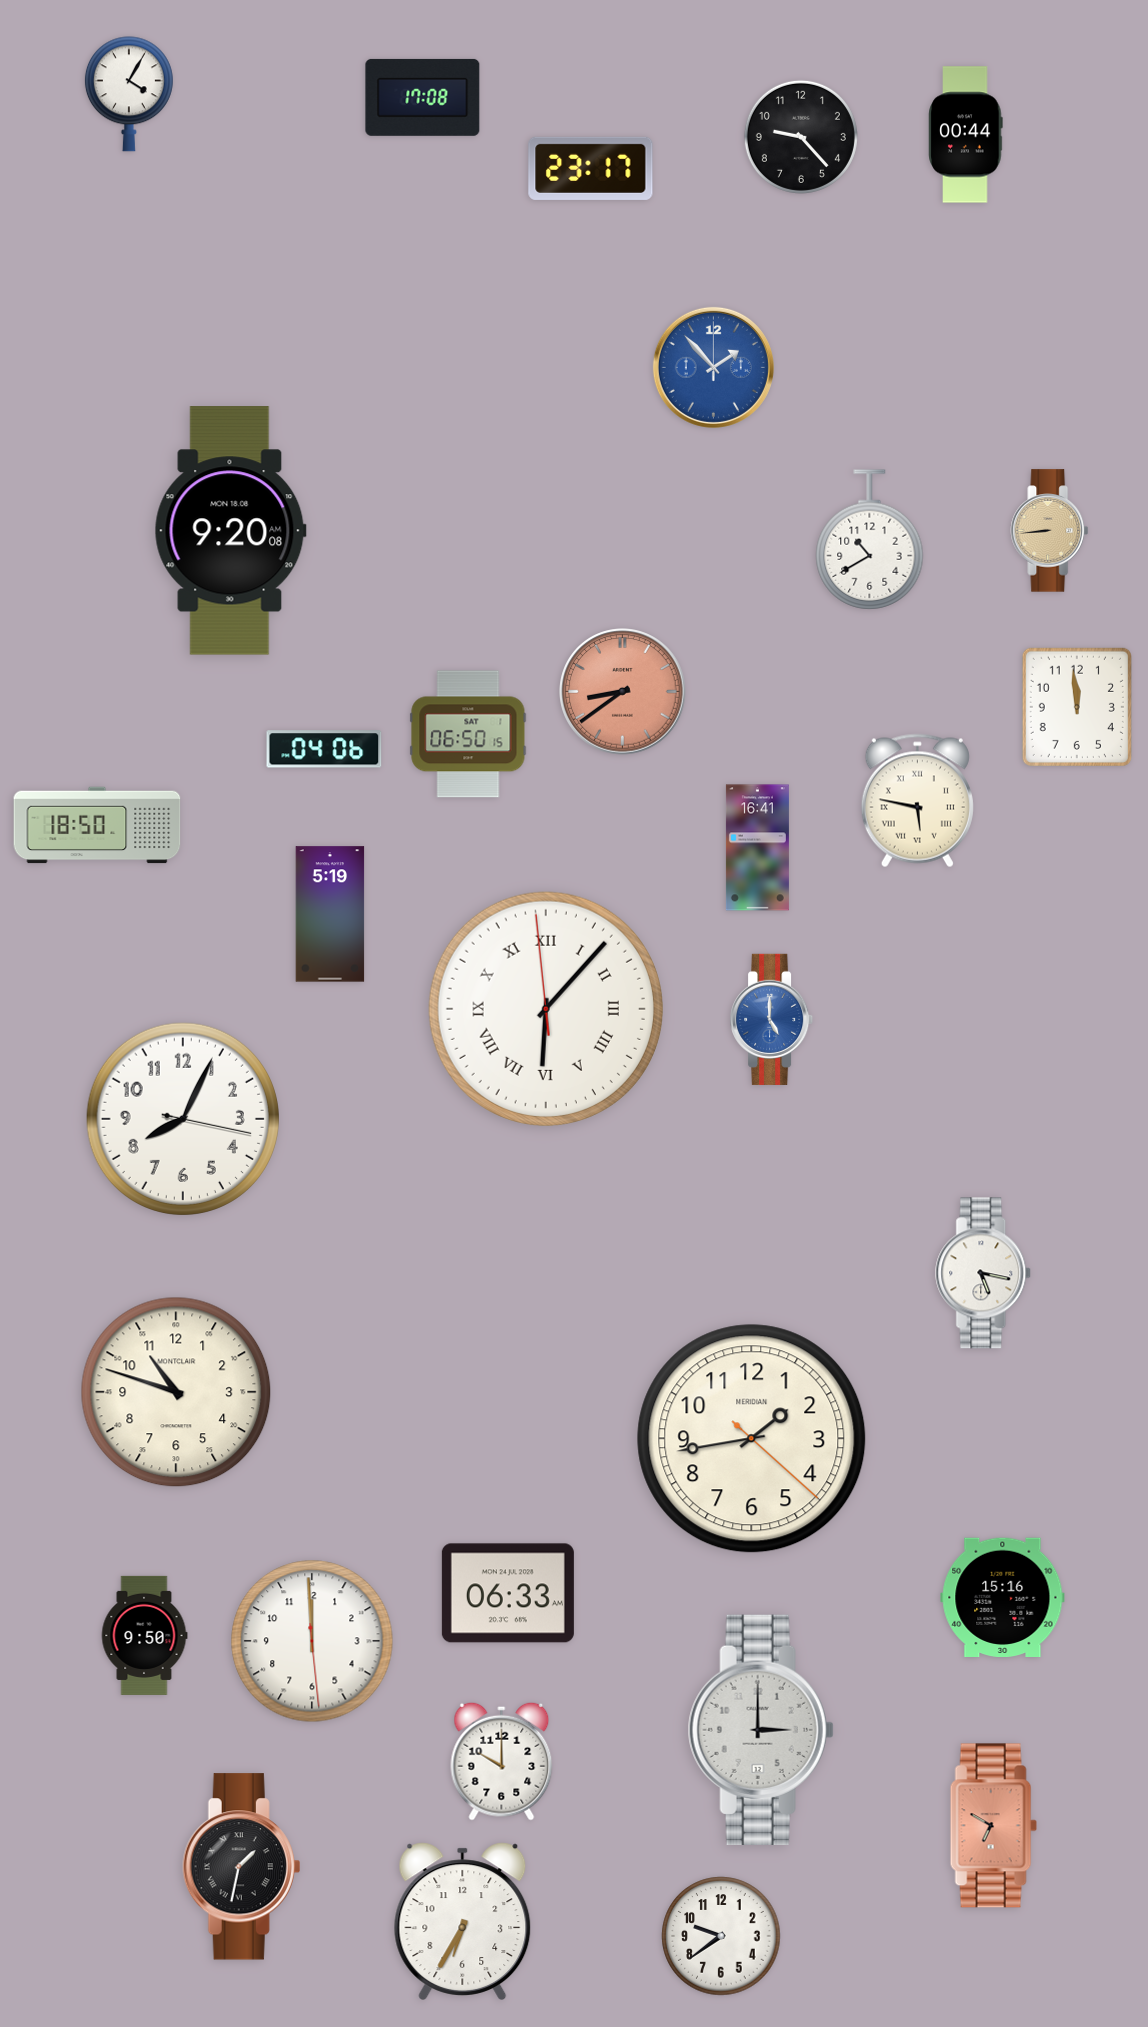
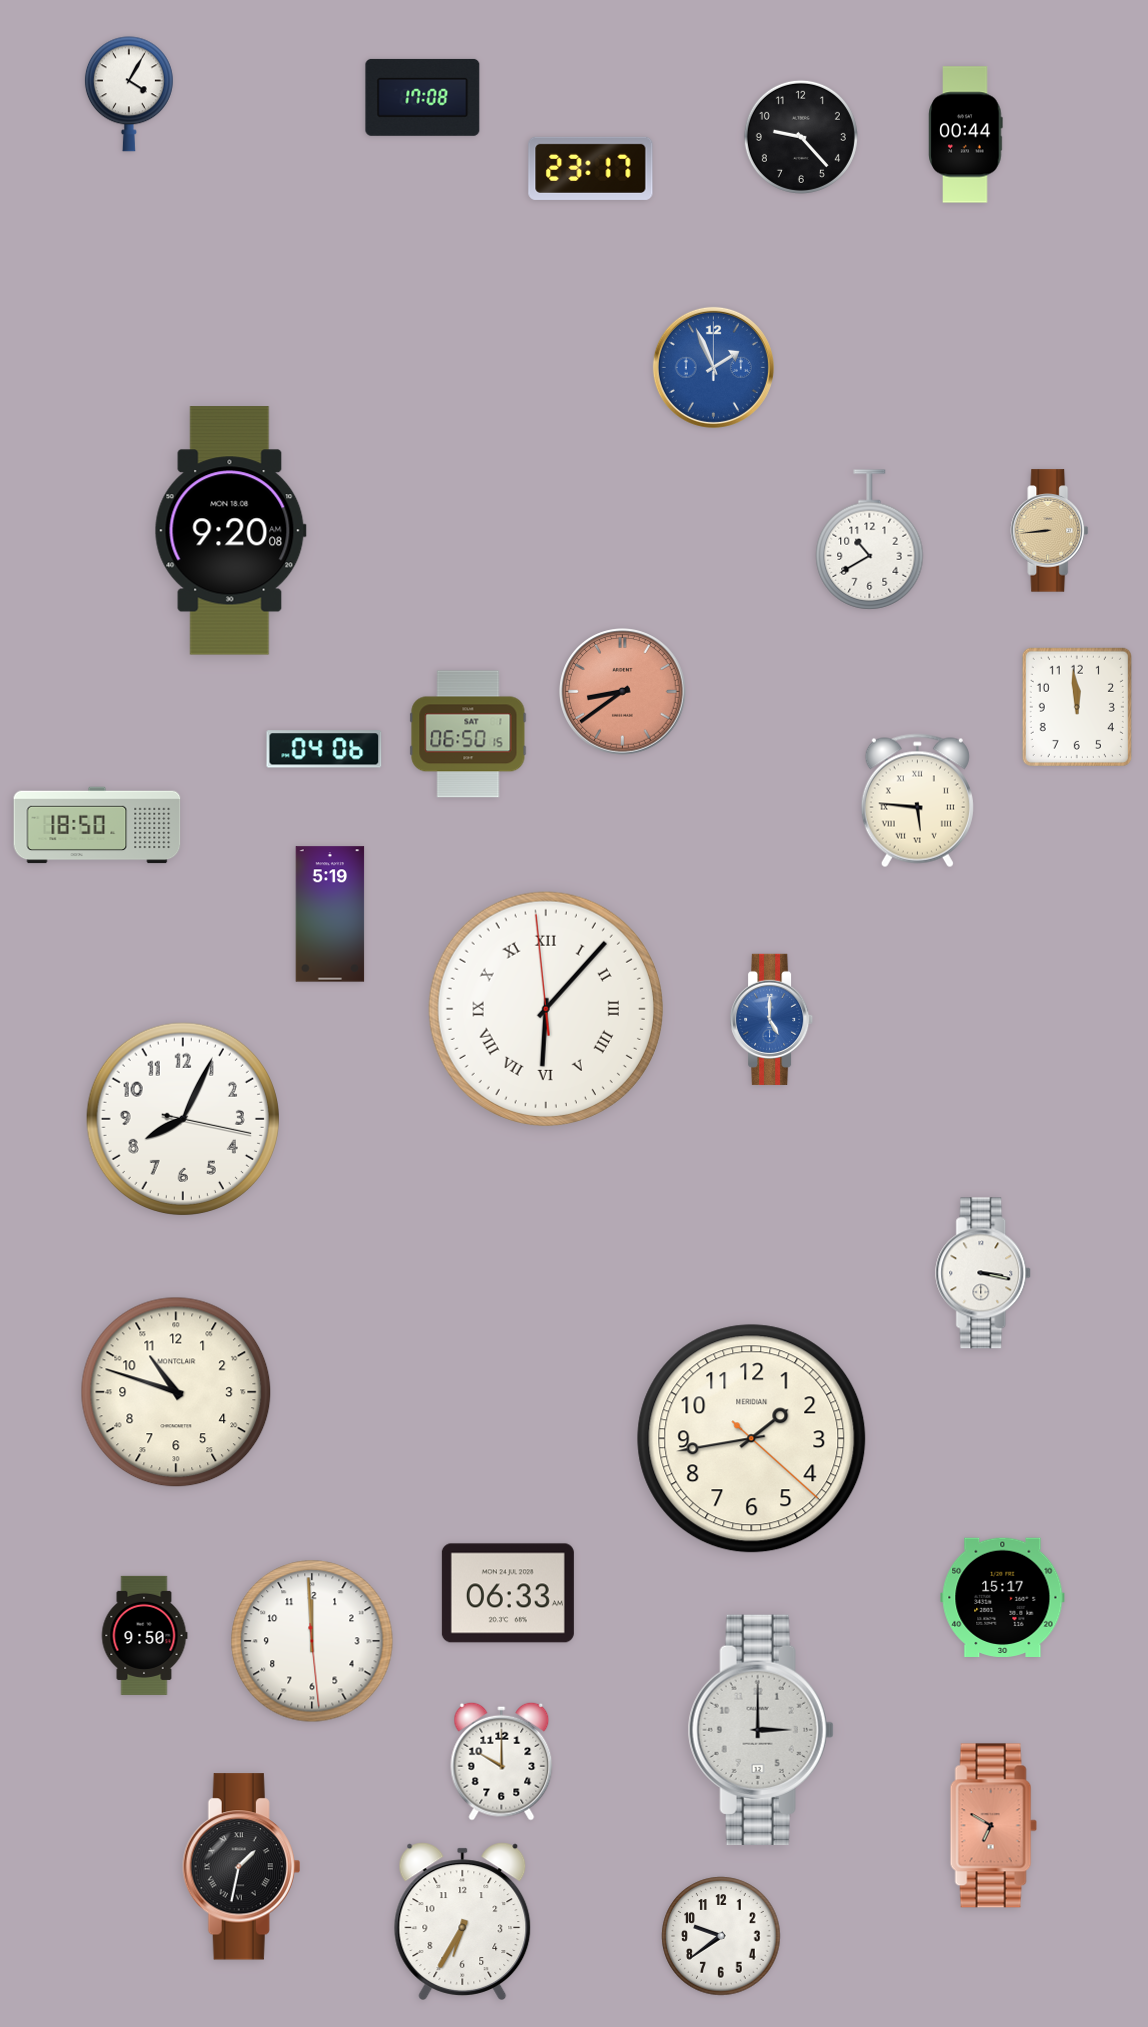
clock at (713, 367): 1:53 -> 1:56
clock at (917, 801): 5:47 -> 5:46
clock at (757, 848): 16:41 -> none
clock at (984, 1273): 5:17 -> 3:17
clock at (1003, 1597): 15:16 -> 15:17
